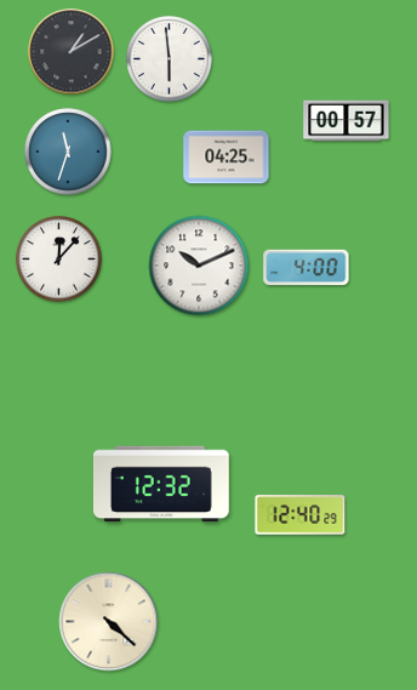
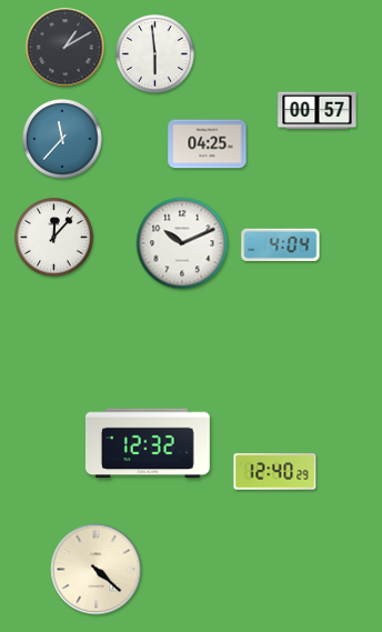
clock at (68, 152): 11:33 -> 11:37
clock at (307, 268): 4:00 -> 4:04
clock at (109, 622) position: (109, 622) -> (97, 570)
